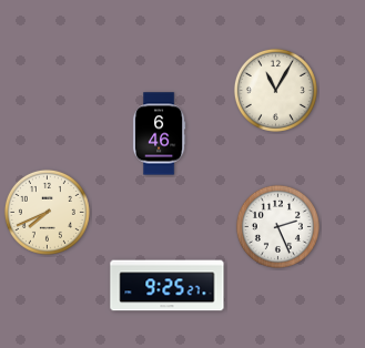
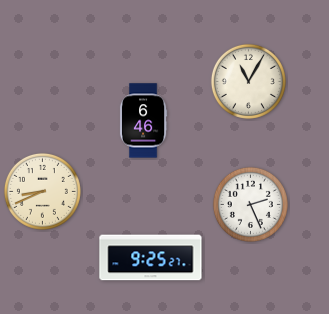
clock at (47, 212): 7:41 -> 8:41
